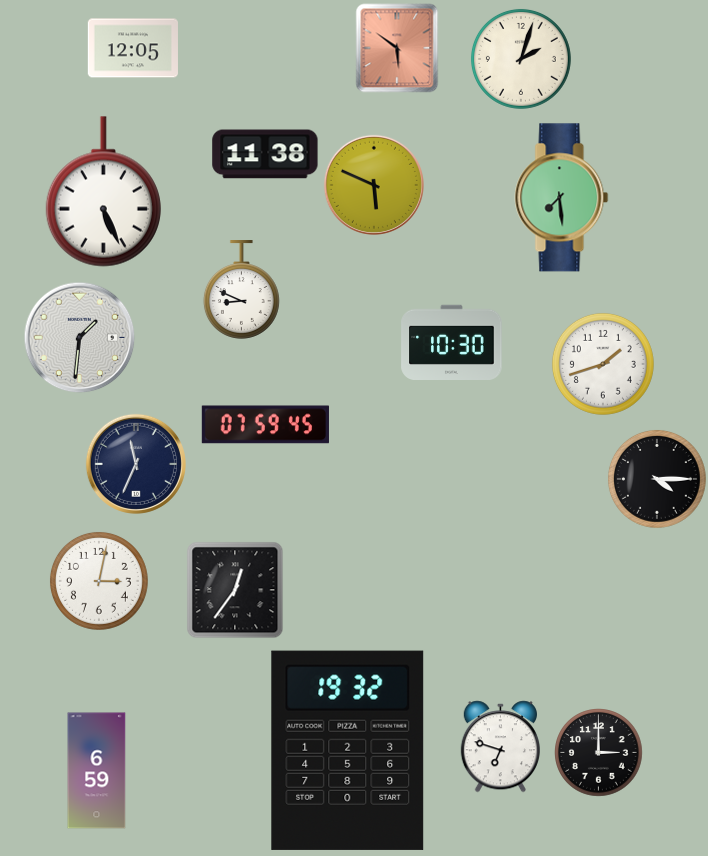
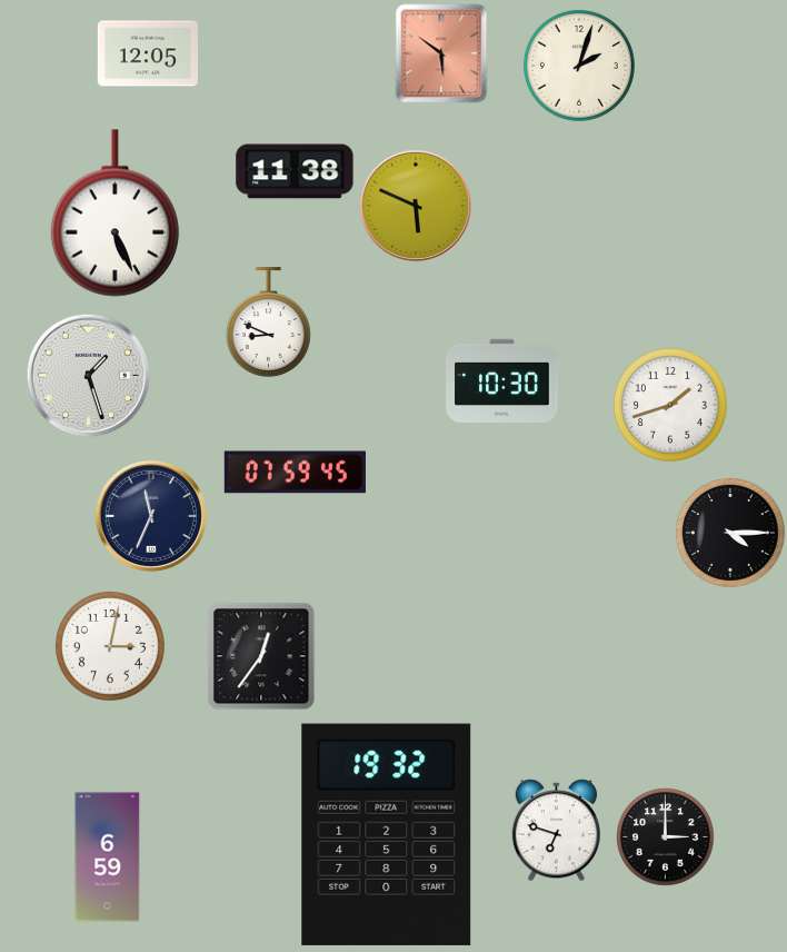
clock at (562, 198): 7:29 -> none
clock at (80, 338): 1:31 -> 1:27
